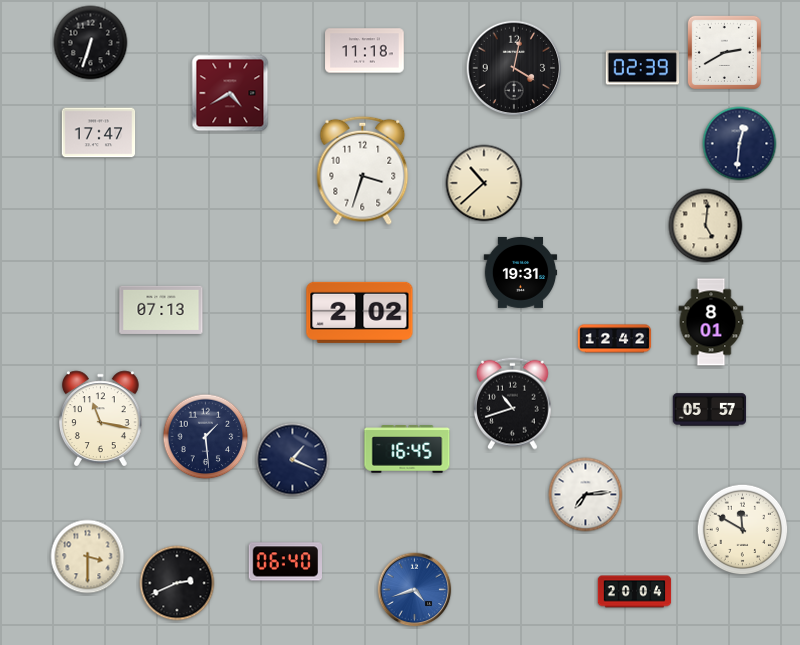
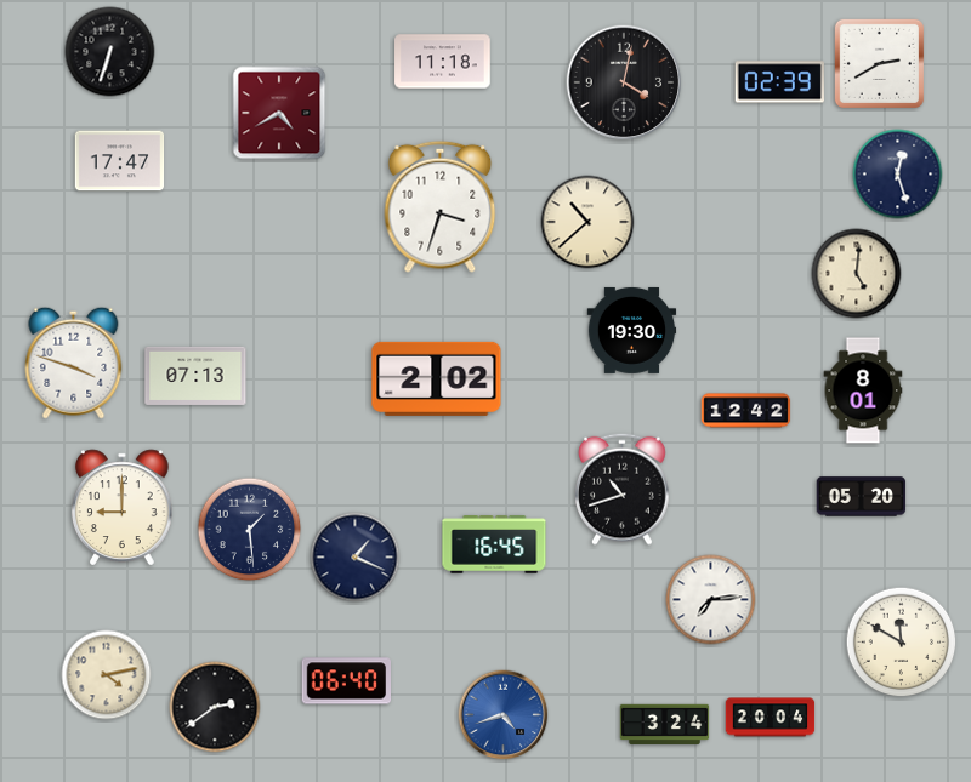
clock at (740, 144): 12:31 -> 12:27
clock at (521, 272): 19:31 -> 19:30
clock at (74, 363): none -> 3:48
clock at (710, 410): 05:57 -> 05:20
clock at (101, 419): 11:17 -> 9:00
clock at (88, 557): 3:30 -> 4:13
clock at (177, 583): 2:41 -> 2:39
clock at (665, 724): none -> 3:24
